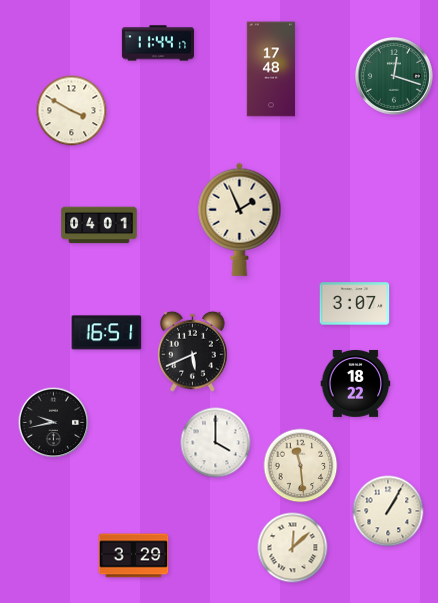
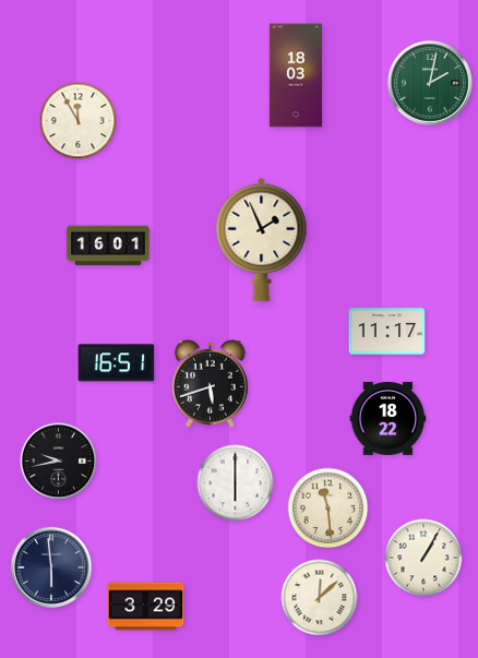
clock at (158, 43): 11:44 -> none
clock at (271, 69): 17:48 -> 18:03
clock at (395, 77): 12:18 -> 2:02
clock at (72, 111): 3:50 -> 11:55
clock at (99, 225): 04:01 -> 16:01
clock at (355, 304): 3:07 -> 11:17
clock at (193, 351): 5:41 -> 5:42
clock at (216, 443): 4:00 -> 6:00
clock at (51, 567): none -> 5:59
